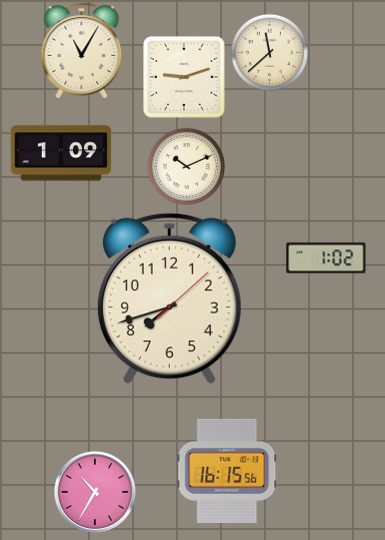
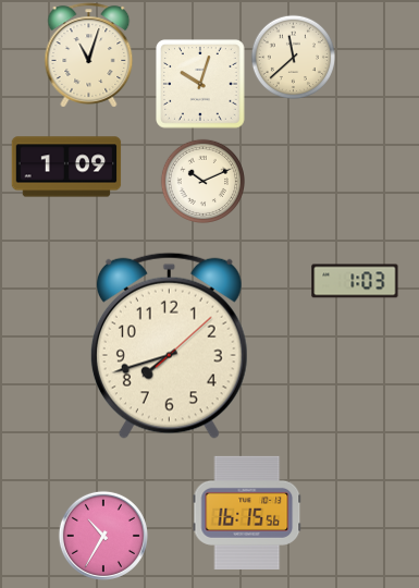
clock at (82, 51): 11:05 -> 11:03
clock at (185, 78): 9:12 -> 10:03
clock at (326, 258): 1:02 -> 1:03
clock at (169, 298) position: (169, 298) -> (169, 345)
